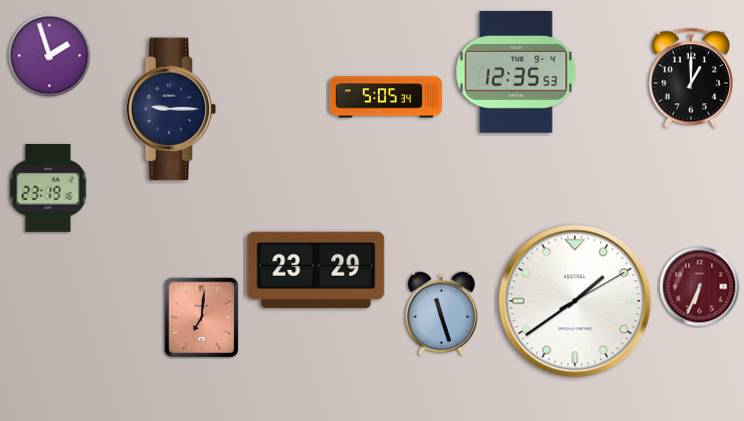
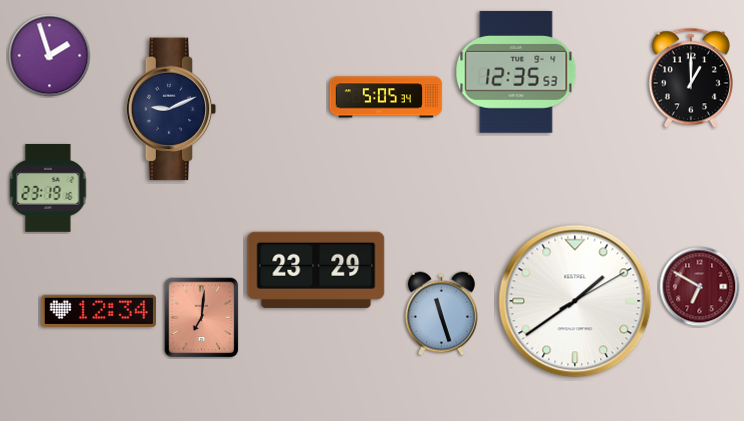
clock at (171, 109): 9:15 -> 9:11
clock at (700, 287): 6:34 -> 6:50
clock at (99, 311): none -> 12:34
